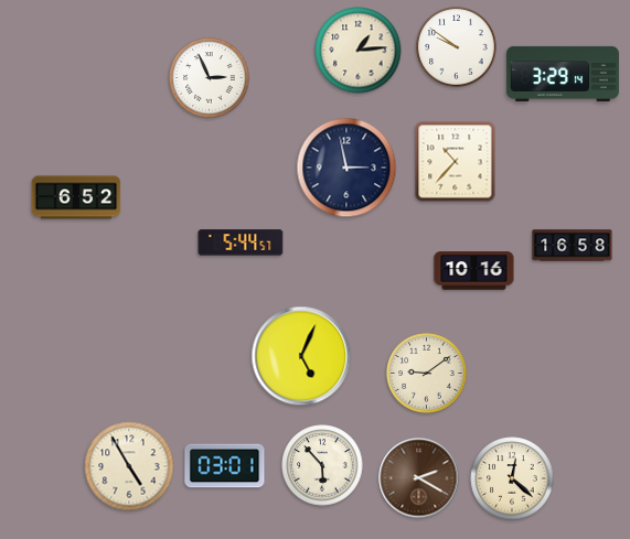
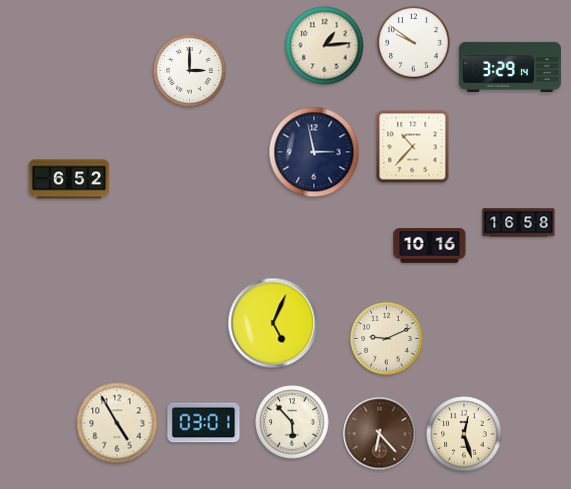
clock at (210, 78): 2:56 -> 3:00
clock at (241, 242): 5:44 -> none
clock at (427, 374): 9:09 -> 9:11
clock at (419, 478): 2:20 -> 6:23
clock at (512, 478): 12:22 -> 12:27
